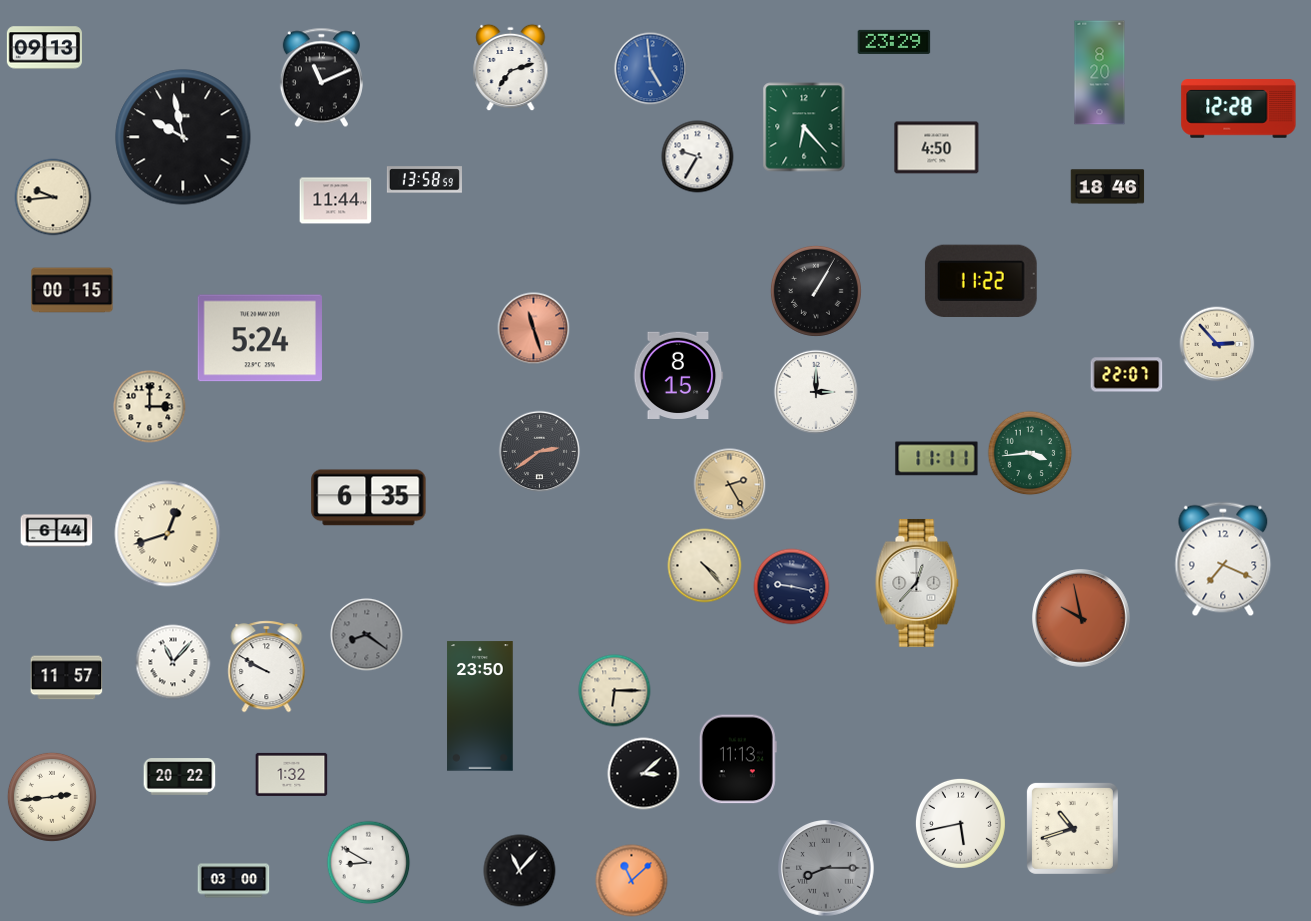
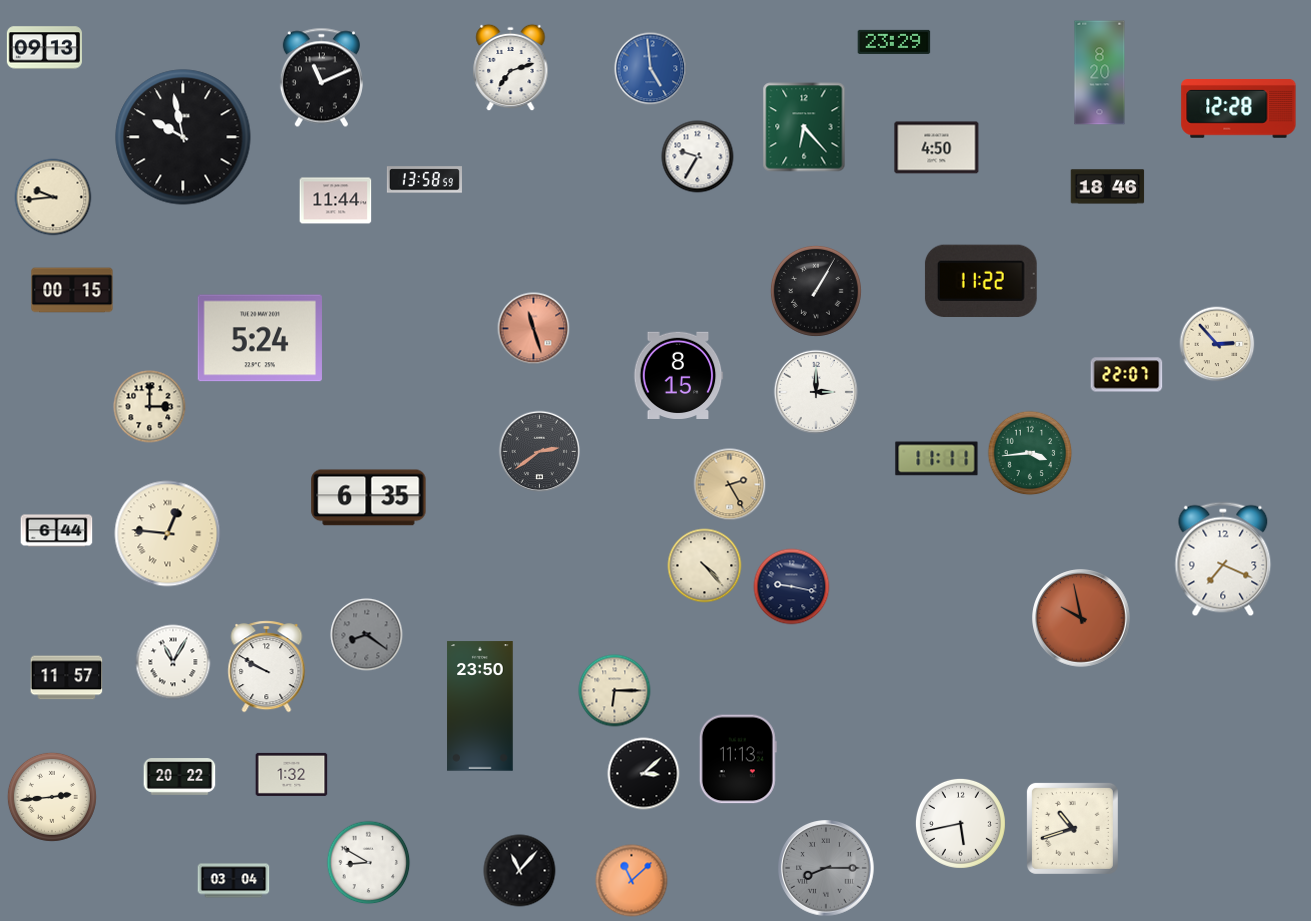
clock at (168, 534): 12:42 -> 12:46
clock at (917, 583): 12:37 -> none
clock at (173, 662): 11:07 -> 11:05
clock at (234, 881): 03:00 -> 03:04
